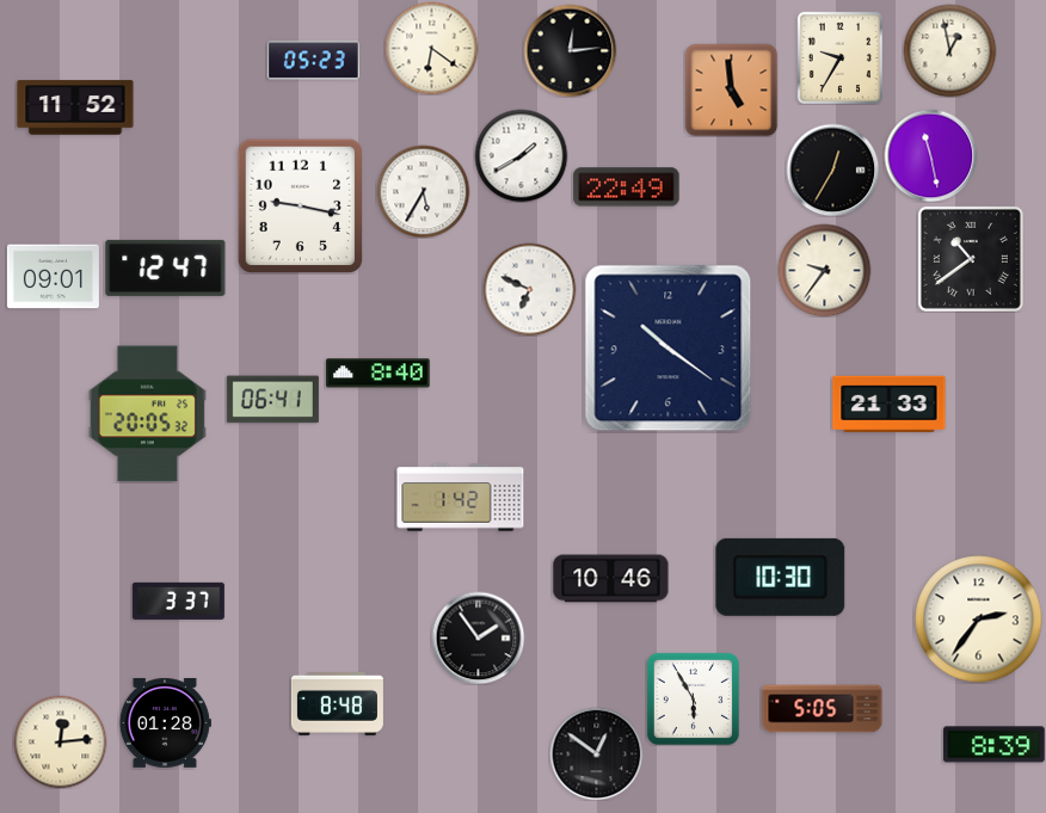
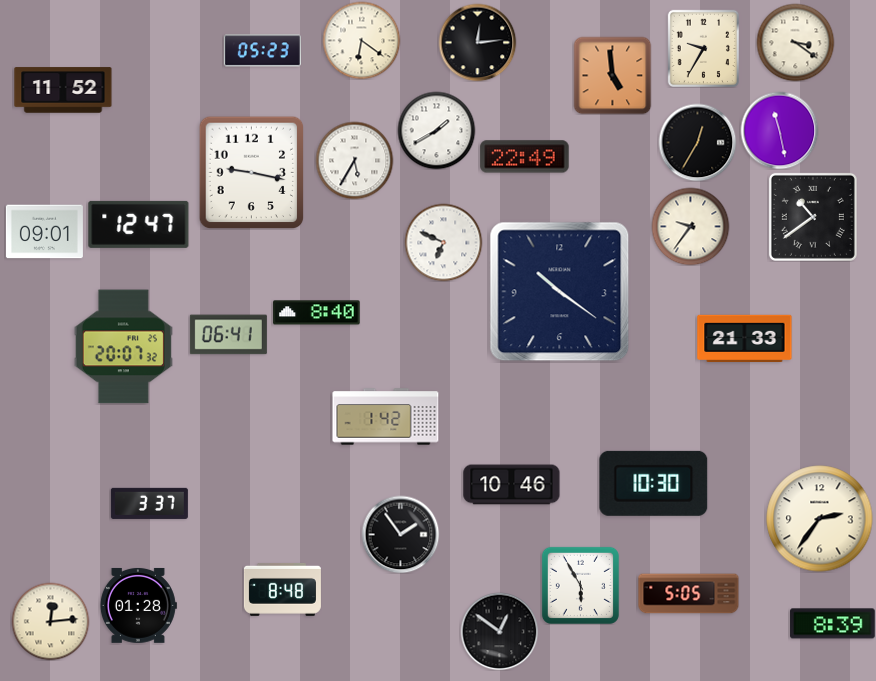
clock at (949, 50): 12:58 -> 3:21
clock at (147, 414): 20:05 -> 20:07
